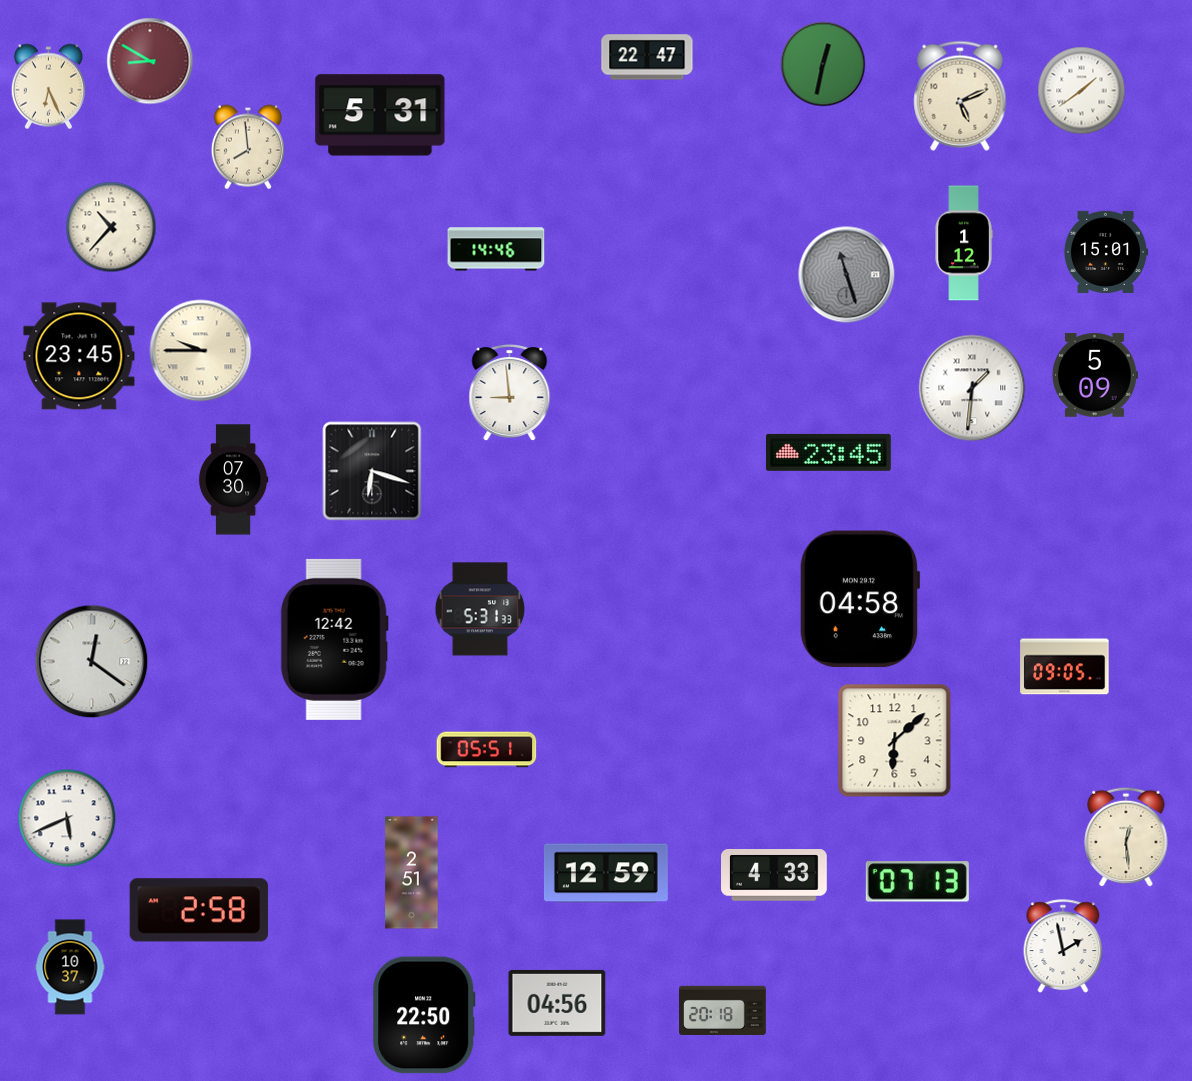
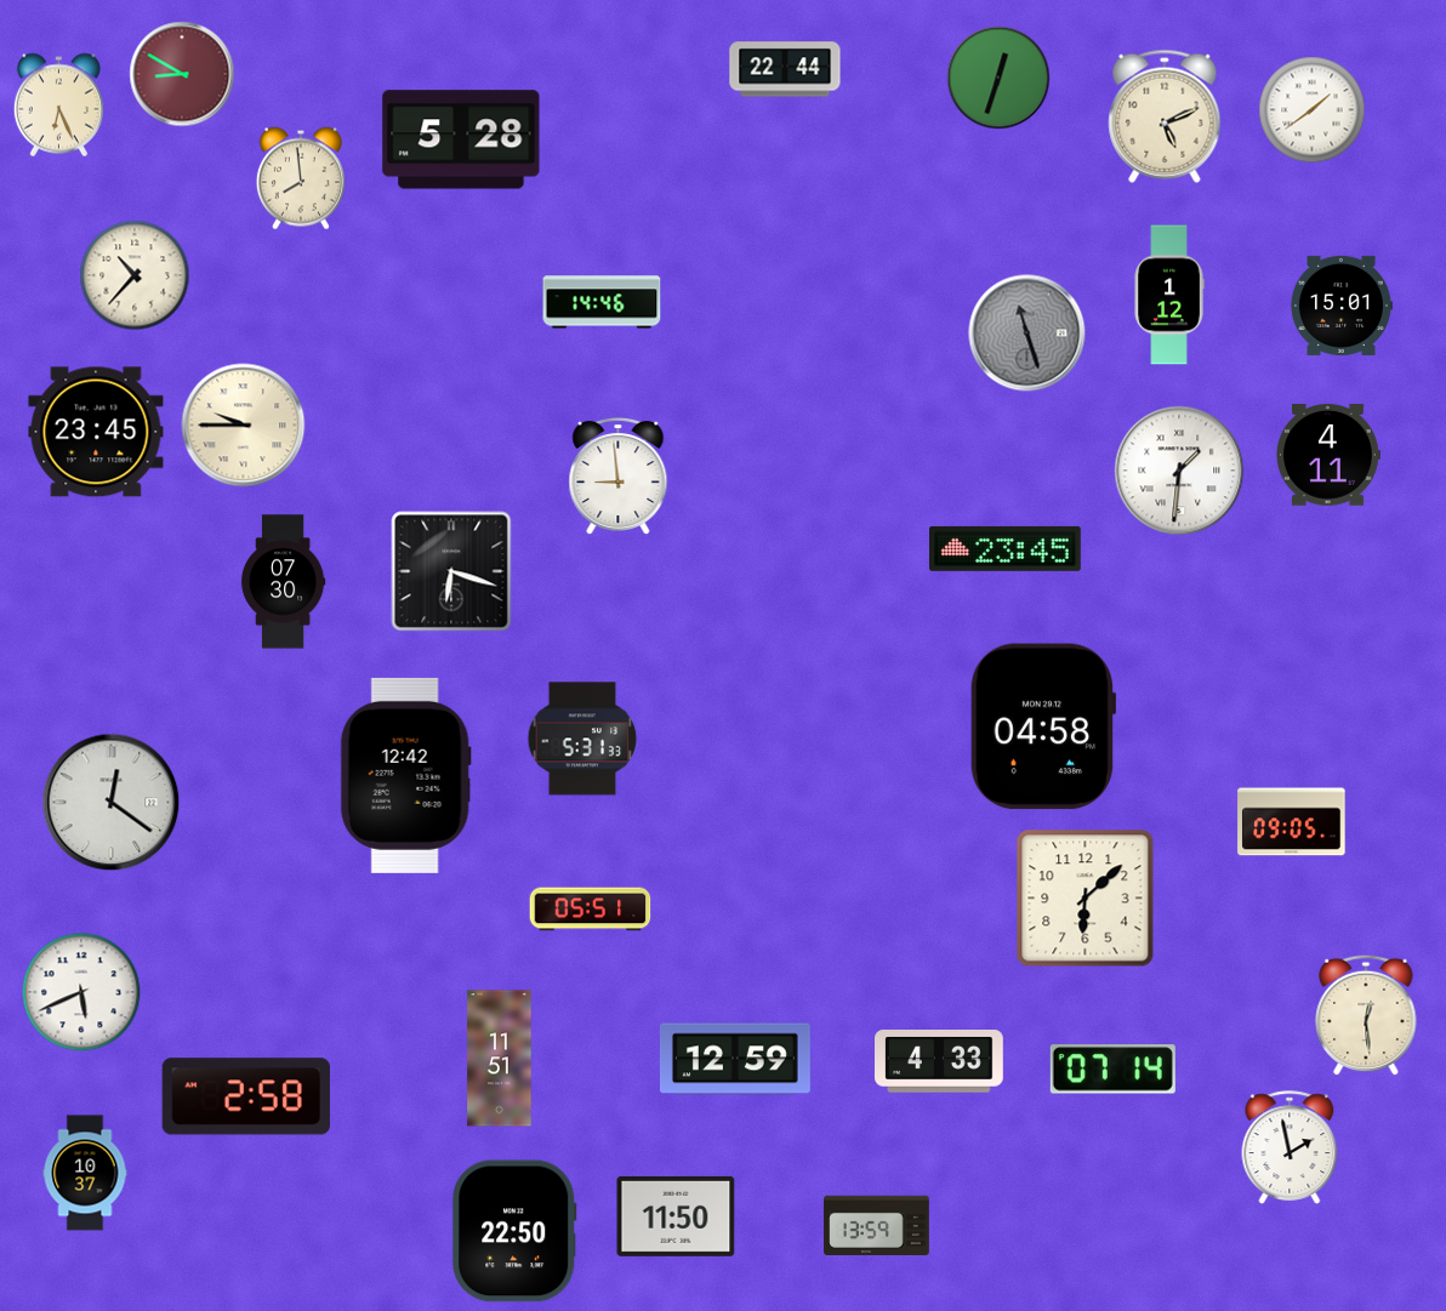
clock at (647, 57): 22:47 -> 22:44
clock at (823, 64): 12:32 -> 12:33
clock at (380, 115): 5:31 -> 5:28
clock at (1094, 375): 5:09 -> 4:11
clock at (1065, 667) position: (1065, 667) -> (1292, 822)
clock at (412, 873): 2:51 -> 11:51
clock at (917, 882): 07:13 -> 07:14
clock at (199, 910) position: (199, 910) -> (246, 1096)
clock at (557, 1003): 04:56 -> 11:50
clock at (723, 1010): 20:18 -> 13:59
